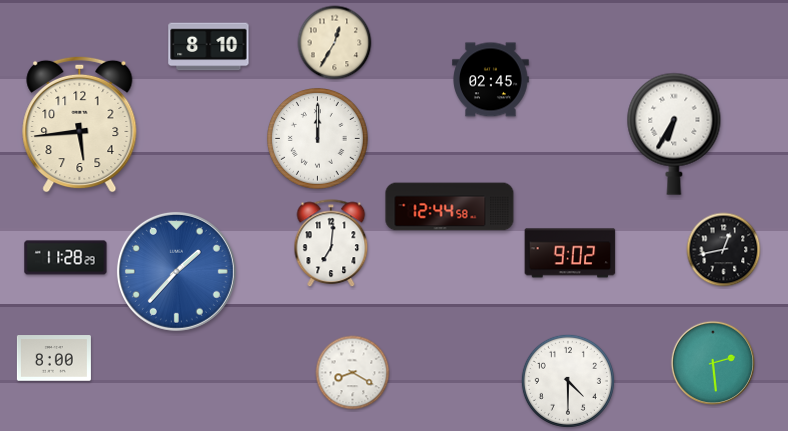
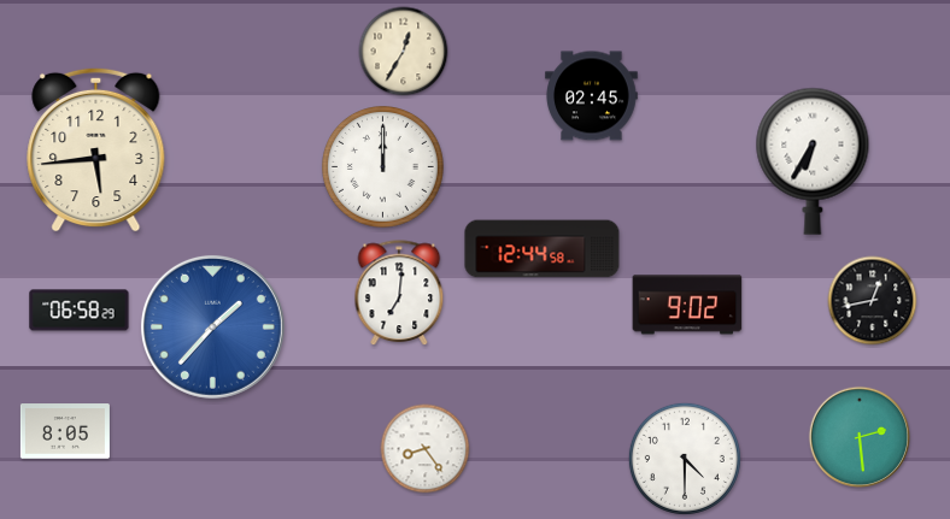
clock at (209, 47): 8:10 -> none
clock at (66, 258): 11:28 -> 06:58
clock at (54, 358): 8:00 -> 8:05
clock at (353, 373): 8:20 -> 8:24
